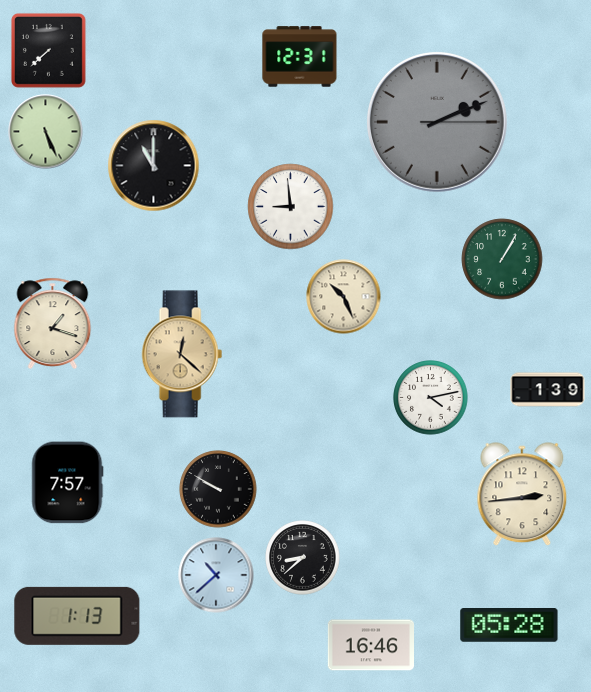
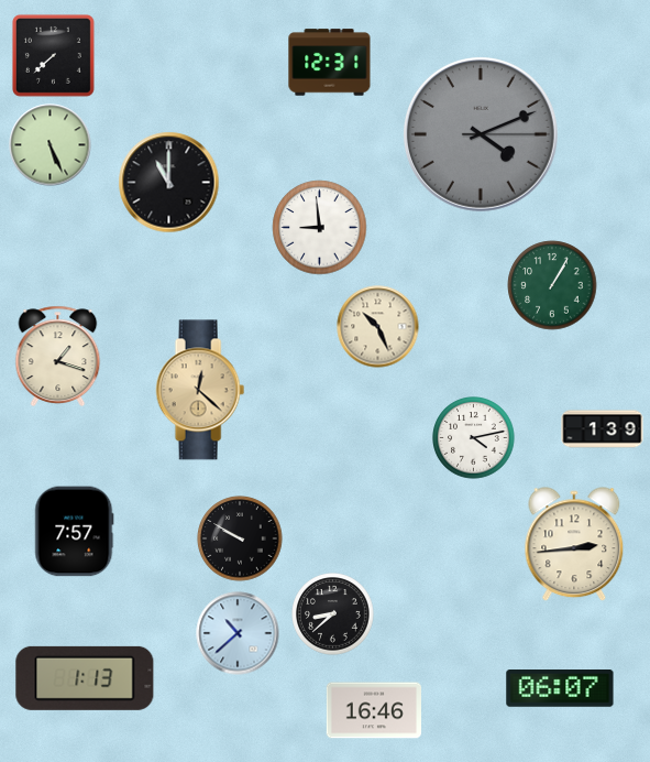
clock at (437, 122): 2:11 -> 4:11
clock at (509, 626): 05:28 -> 06:07
clock at (370, 645) position: (370, 645) -> (373, 710)
